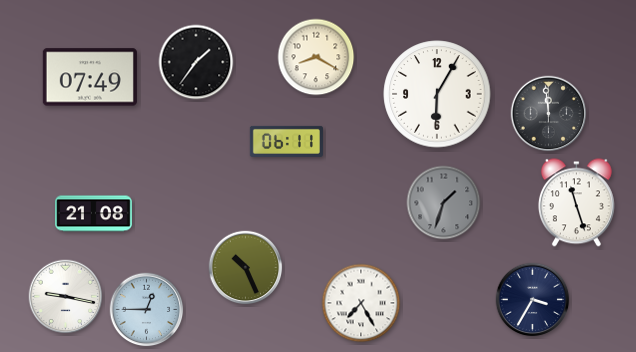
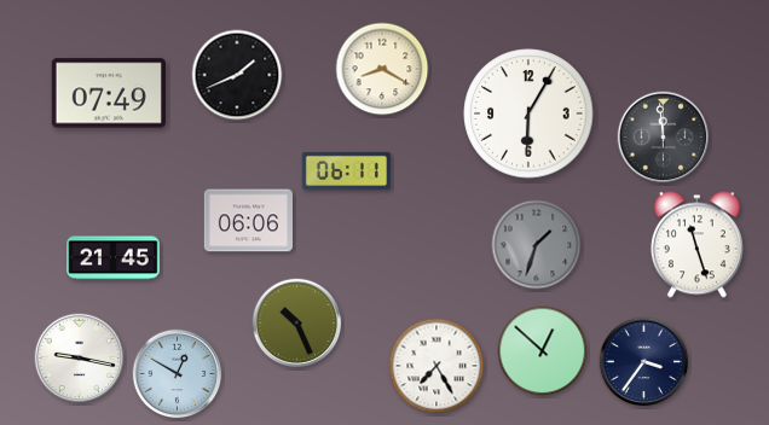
clock at (196, 62): 1:36 -> 1:41
clock at (248, 221): none -> 06:06
clock at (94, 214): 21:08 -> 21:45
clock at (543, 351): none -> 12:52
clock at (533, 300): 3:35 -> 3:36
clock at (147, 310): 12:45 -> 12:50
